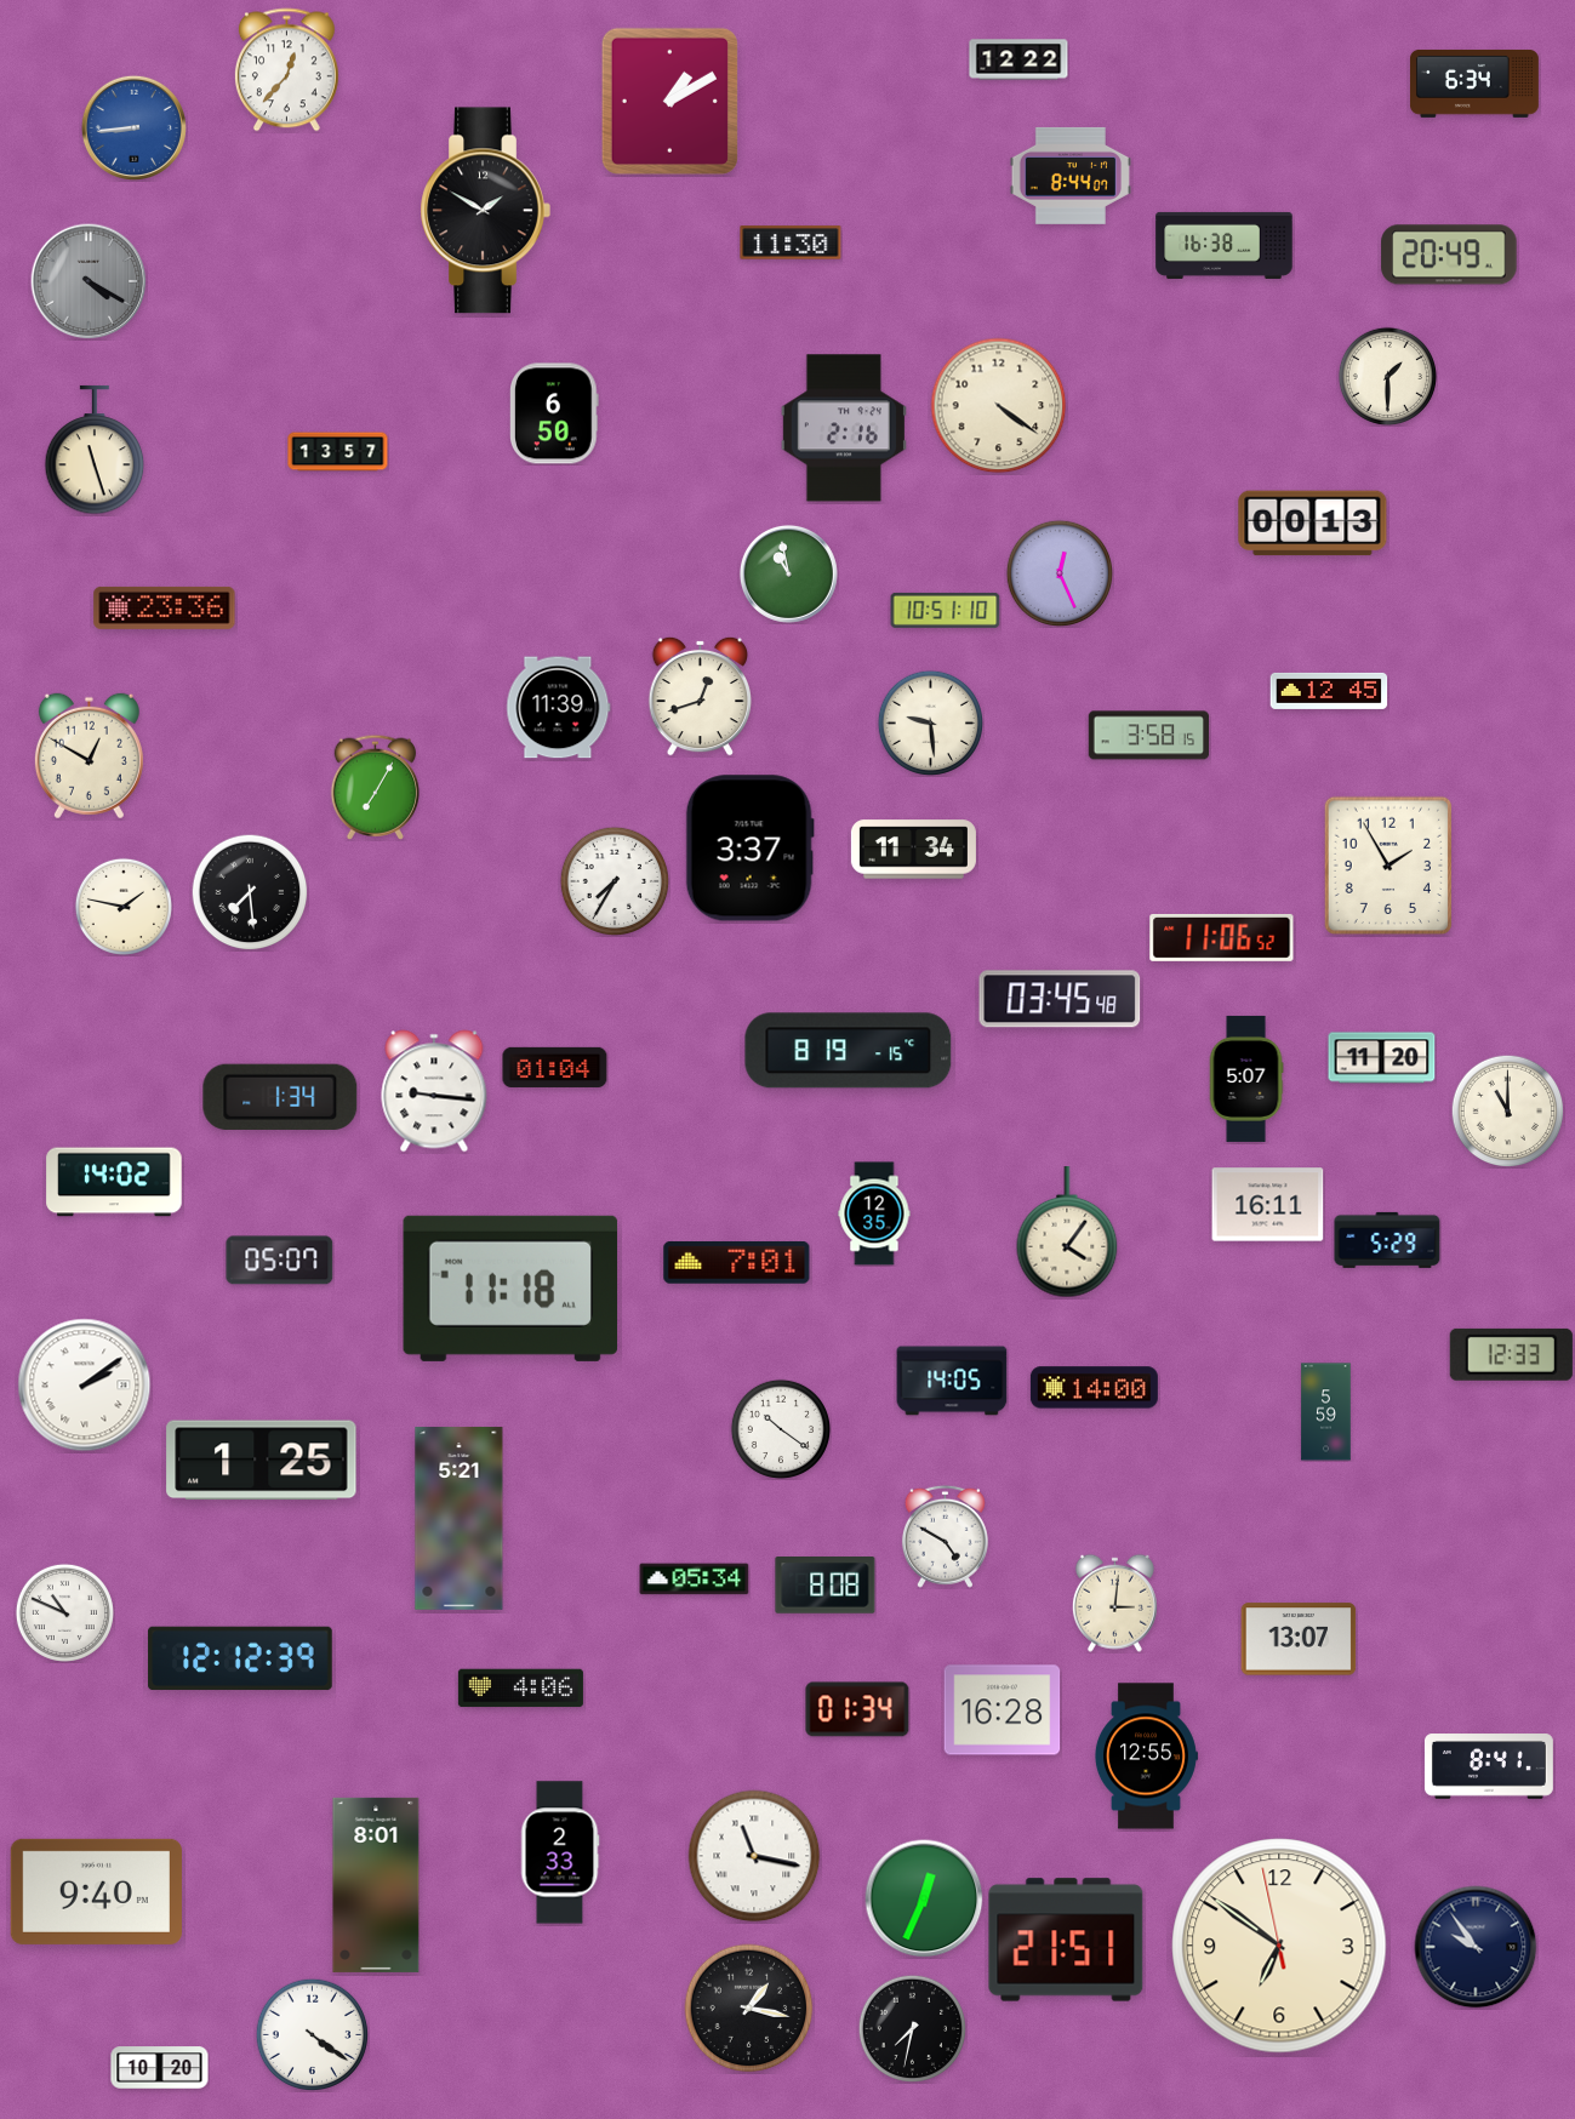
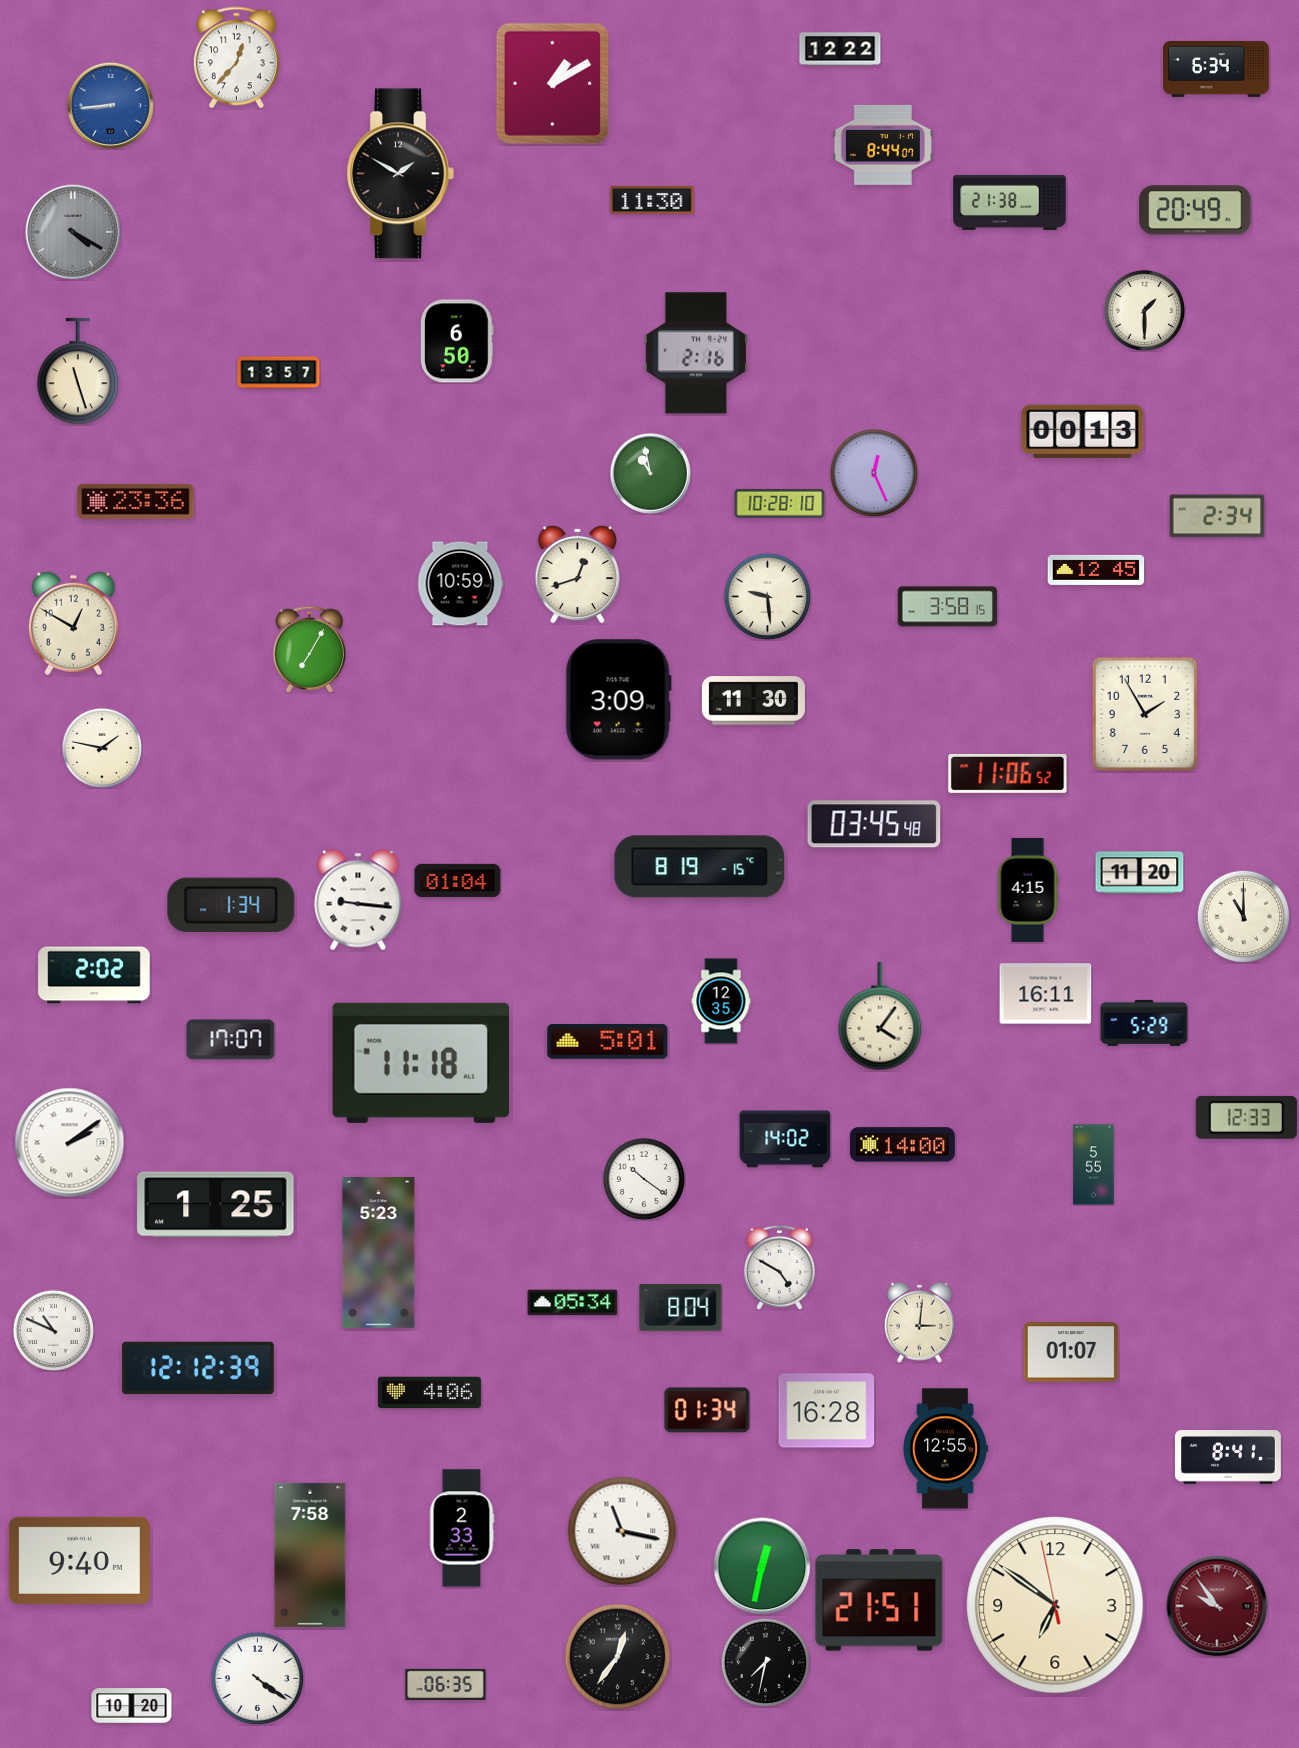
clock at (1225, 245): 16:38 -> 21:38
clock at (999, 406): 4:21 -> none
clock at (946, 610): 10:51 -> 10:28
clock at (1217, 516): none -> 2:34
clock at (559, 708): 11:39 -> 10:59
clock at (749, 849): 3:37 -> 3:09
clock at (913, 850): 11:34 -> 11:30
clock at (615, 881): 7:35 -> none
clock at (250, 892): 7:29 -> none
clock at (1246, 1079): 5:07 -> 4:15
clock at (114, 1182): 14:02 -> 2:02
clock at (280, 1261): 05:07 -> 17:07
clock at (737, 1263): 7:01 -> 5:01
clock at (952, 1381): 14:05 -> 14:02
clock at (1326, 1412): 5:59 -> 5:55
clock at (460, 1519): 5:21 -> 5:23
clock at (826, 1586): 8:08 -> 8:04
clock at (1299, 1639): 13:07 -> 01:07
clock at (376, 1885): 8:01 -> 7:58
clock at (924, 1898): 12:34 -> 12:32
clock at (1476, 1947) dial: navy -> burgundy
clock at (749, 2009): 1:17 -> 12:36
clock at (912, 2028) position: (912, 2028) -> (765, 1662)
clock at (446, 1684): none -> 06:35
